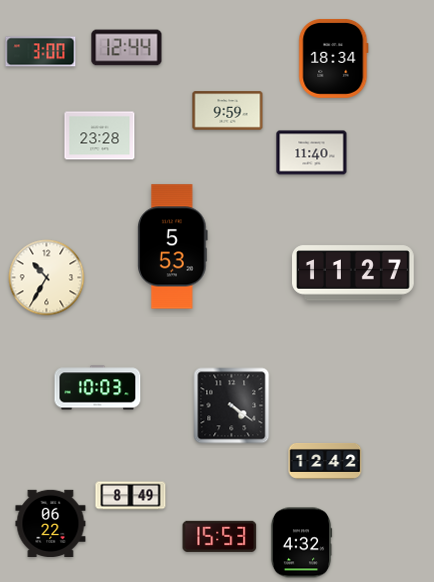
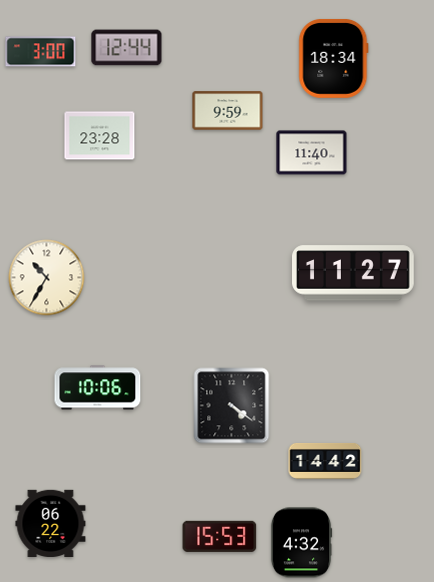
clock at (173, 247): 5:53 -> none
clock at (98, 388): 10:03 -> 10:06
clock at (325, 462): 12:42 -> 14:42
clock at (131, 496): 8:49 -> none
